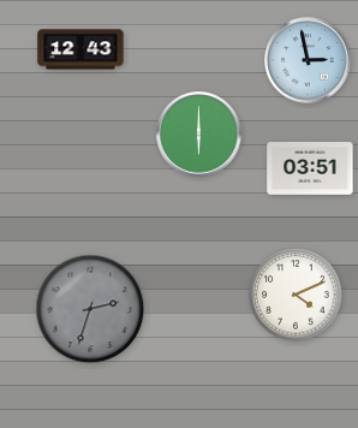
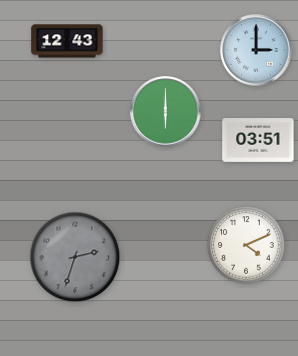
clock at (308, 60): 2:58 -> 3:00
